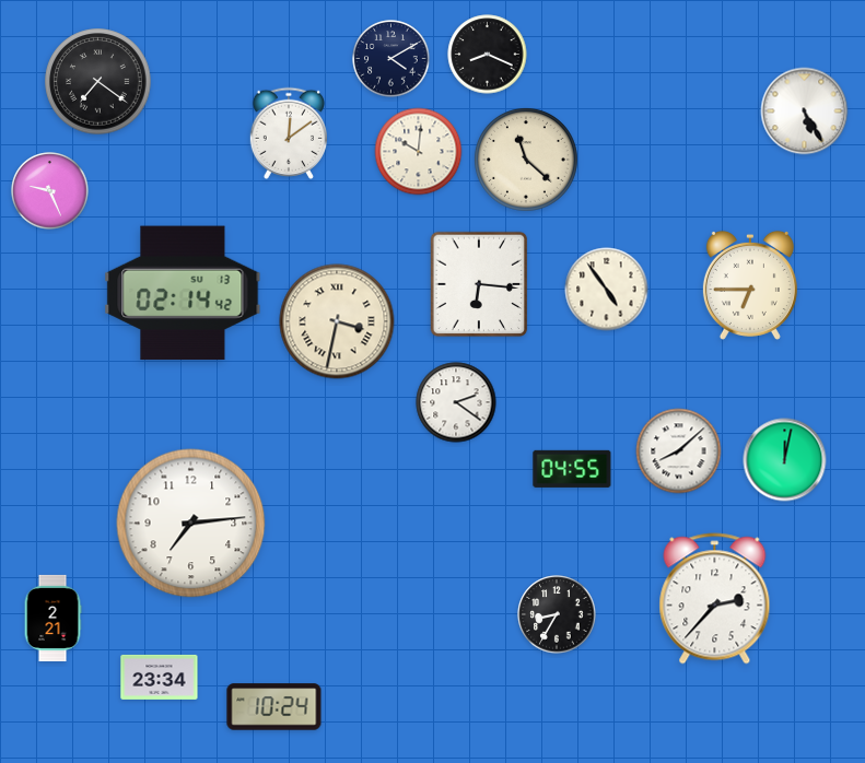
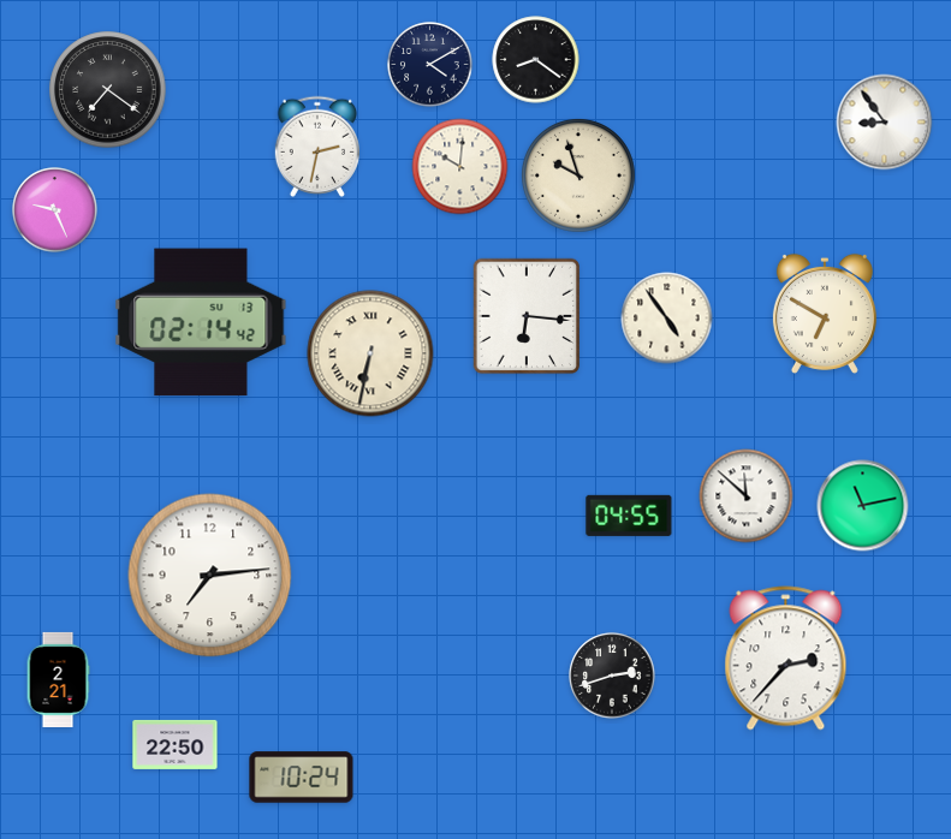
clock at (488, 55): 8:19 -> 8:21
clock at (805, 111): 5:25 -> 8:54
clock at (288, 133): 12:09 -> 2:32
clock at (526, 160): 11:22 -> 9:57
clock at (479, 284) position: (479, 284) -> (527, 316)
clock at (750, 285): 6:45 -> 6:50
clock at (337, 321): 3:32 -> 6:32
clock at (456, 402): 2:21 -> none
clock at (679, 451): 8:08 -> 11:52
clock at (785, 460): 12:02 -> 11:13
clock at (557, 614): 8:35 -> 2:42
clock at (160, 677): 23:34 -> 22:50
